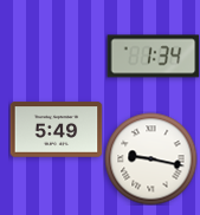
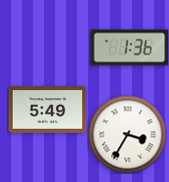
clock at (153, 57): 1:34 -> 1:36
clock at (150, 158): 9:17 -> 3:35
